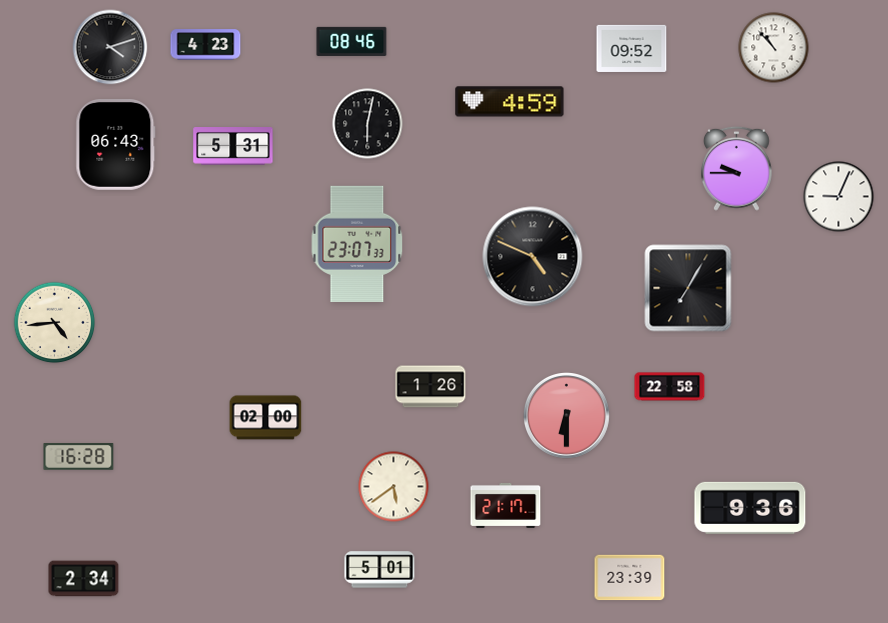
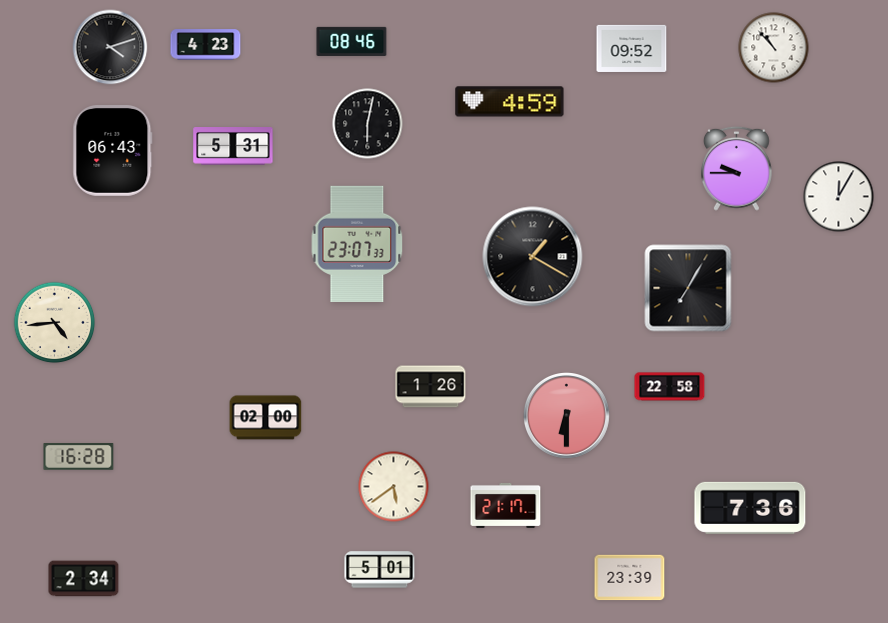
clock at (116, 145) position: (116, 145) -> (113, 151)
clock at (839, 197): 9:04 -> 12:05
clock at (533, 257): 4:49 -> 1:20
clock at (750, 508): 9:36 -> 7:36
